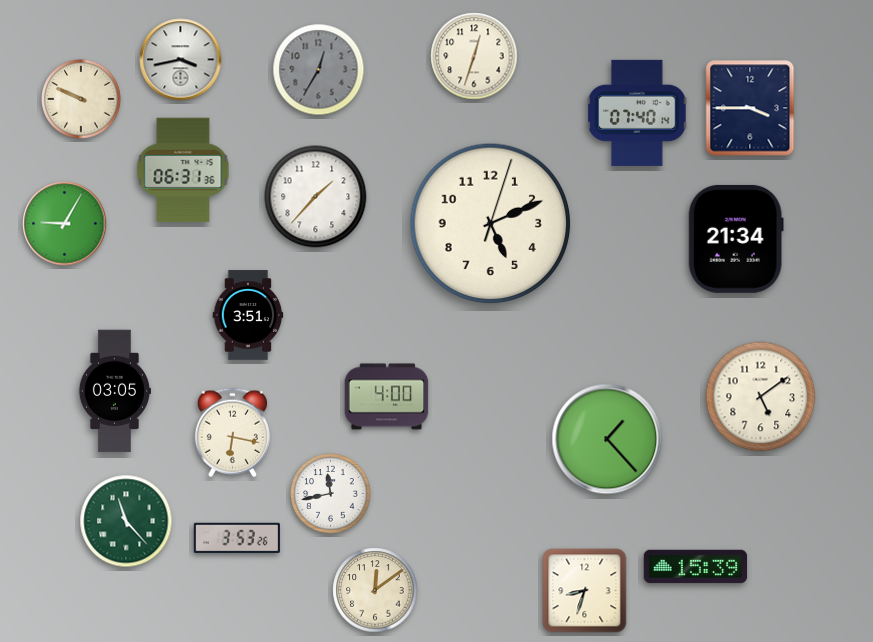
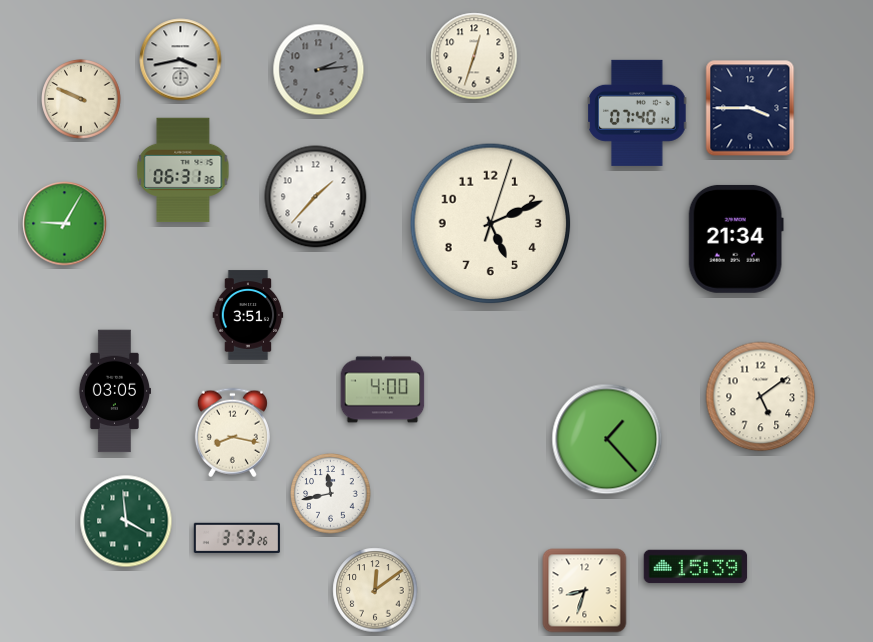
clock at (319, 70): 12:35 -> 2:14
clock at (387, 397) position: (387, 397) -> (383, 390)
clock at (232, 433): 6:17 -> 8:17
clock at (126, 521): 11:23 -> 3:59
